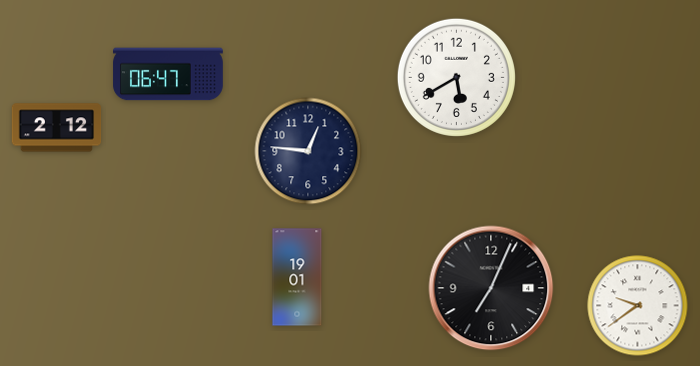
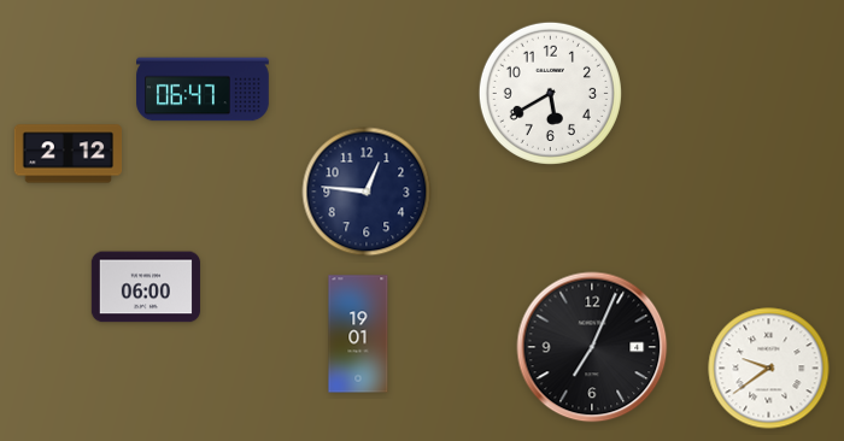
clock at (308, 151) position: (308, 151) -> (367, 192)
clock at (146, 287): none -> 06:00
